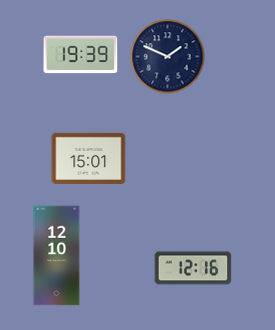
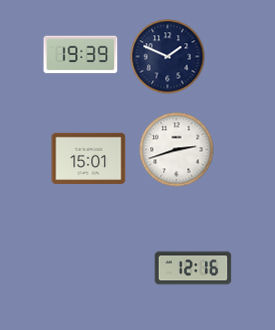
clock at (177, 150): none -> 2:42
clock at (57, 256): 12:10 -> none
